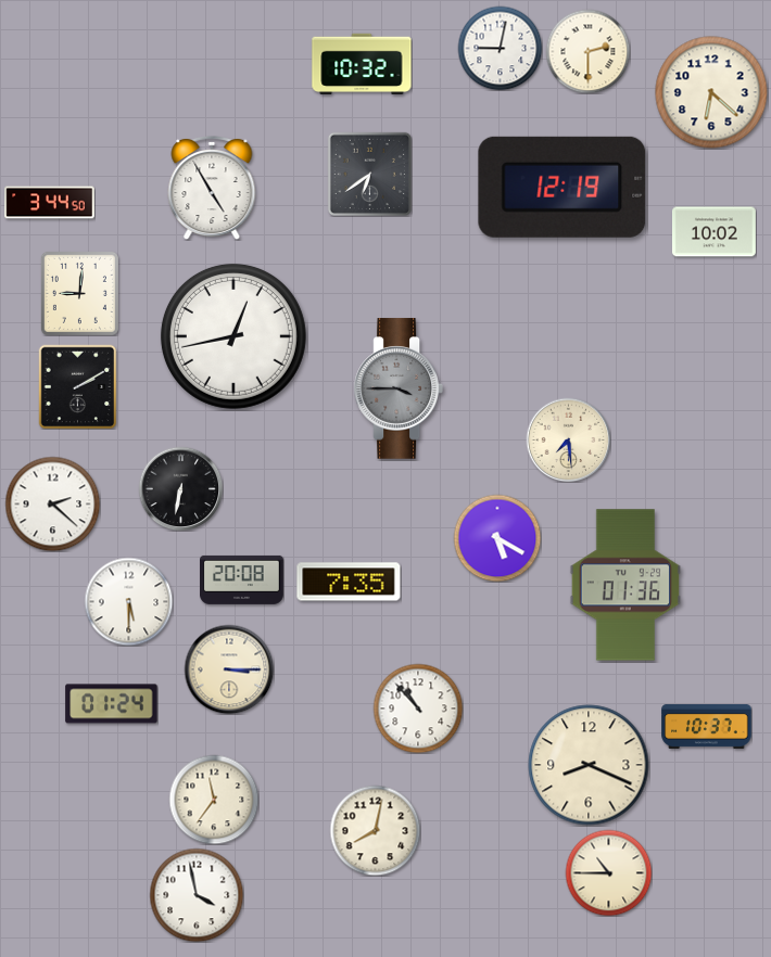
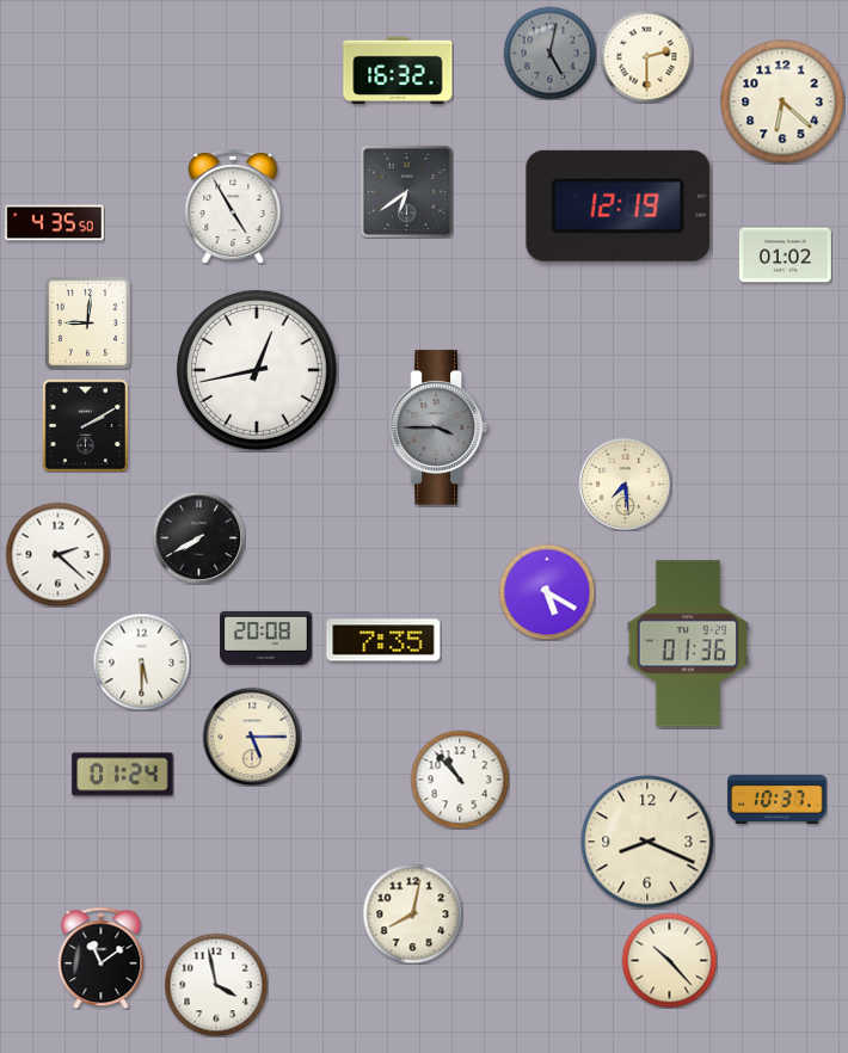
clock at (500, 48): 9:02 -> 5:02
clock at (500, 48) dial: white -> grey
clock at (362, 64): 10:32 -> 16:32
clock at (50, 203): 3:44 -> 4:35
clock at (713, 232): 10:02 -> 01:02
clock at (180, 488): 6:32 -> 7:40
clock at (229, 669): 3:15 -> 5:15
clock at (214, 800): 11:36 -> none
clock at (102, 957): none -> 11:09
clock at (608, 872): 10:45 -> 10:23
